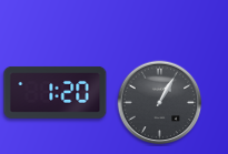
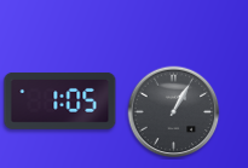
clock at (56, 92): 1:20 -> 1:05
